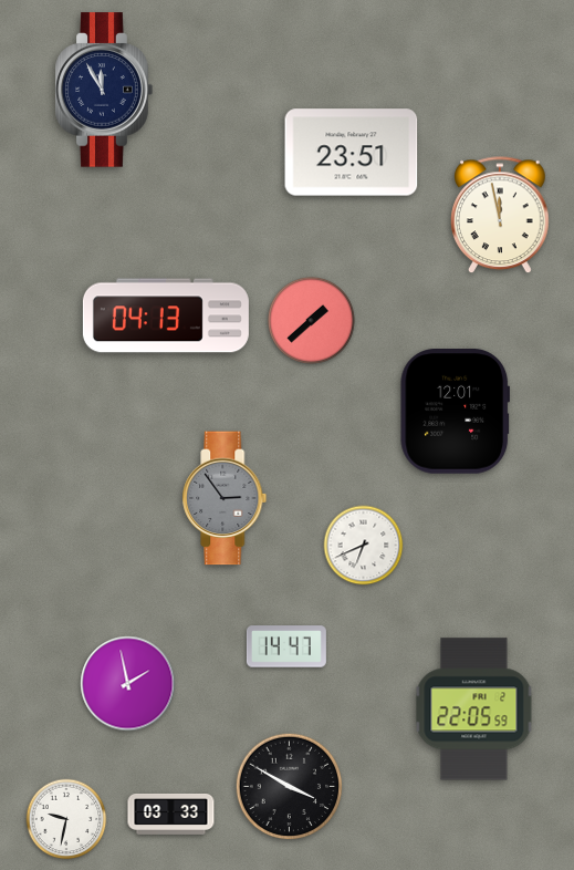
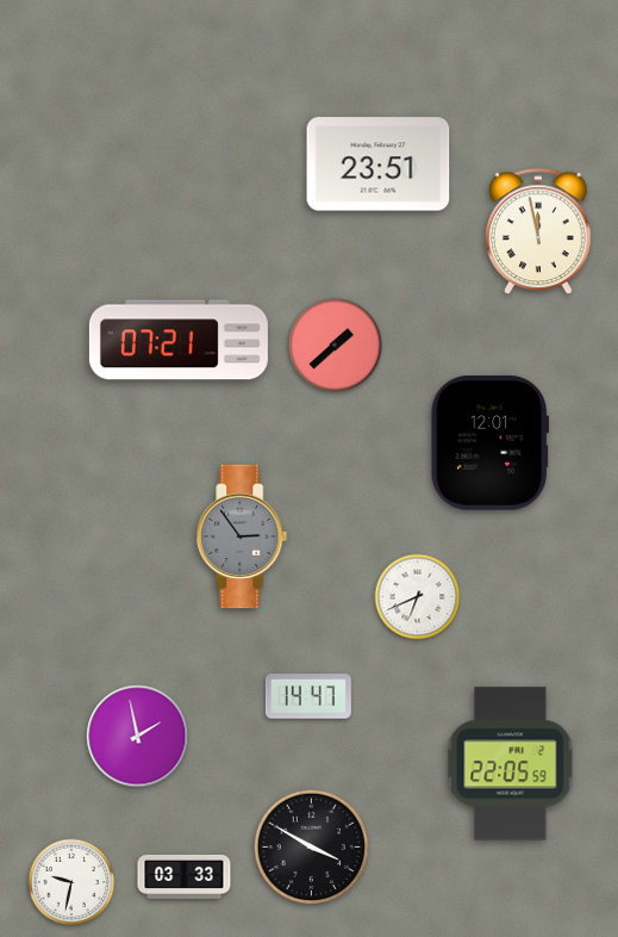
clock at (104, 90): 11:55 -> none
clock at (166, 315): 04:13 -> 07:21
clock at (364, 546) position: (364, 546) -> (418, 597)
